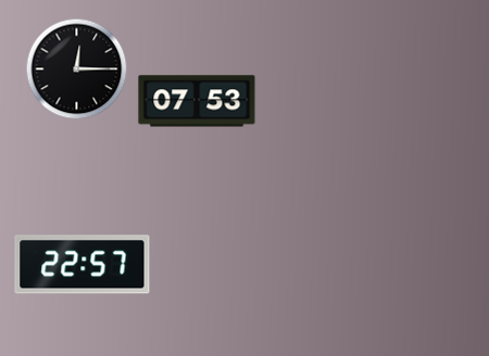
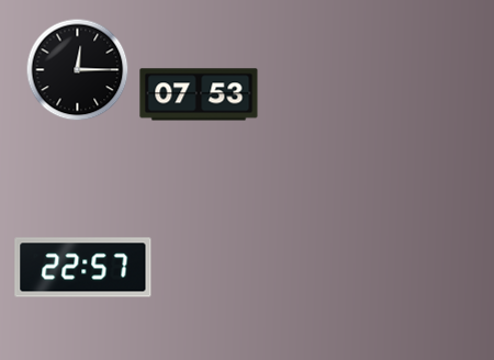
clock at (197, 101) position: (197, 101) -> (199, 94)
